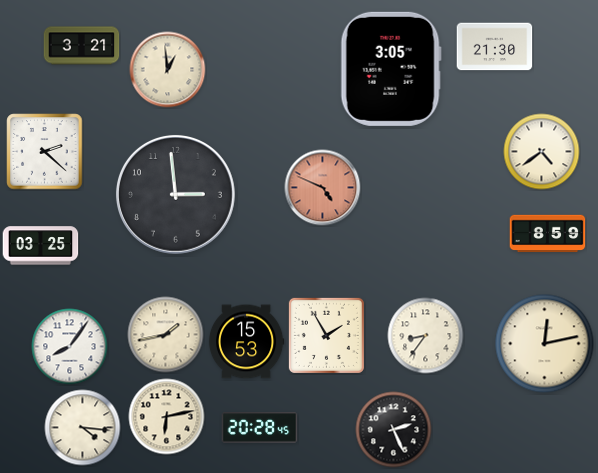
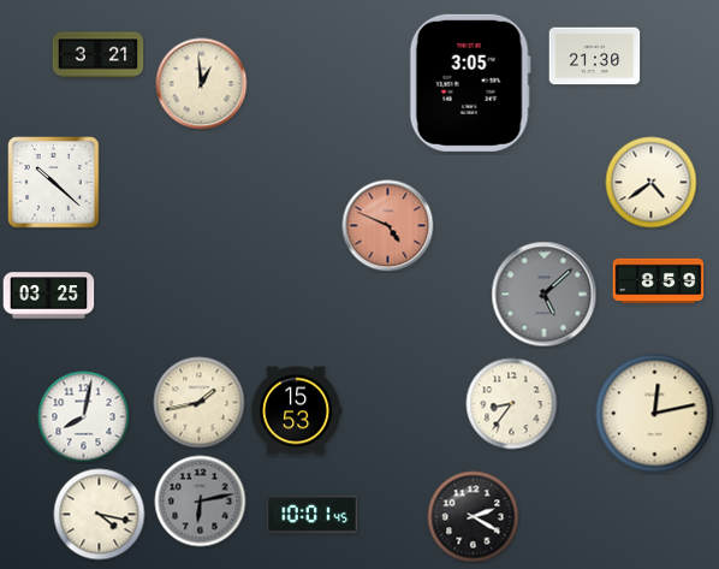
clock at (45, 152): 2:22 -> 10:22
clock at (175, 194): 2:59 -> none
clock at (545, 295): none -> 5:08
clock at (326, 335): 1:55 -> none
clock at (70, 347): 8:06 -> 8:02
clock at (167, 417) dial: cream -> grey
clock at (83, 428): 4:16 -> 4:17
clock at (260, 428): 20:28 -> 10:01
clock at (394, 430): 2:26 -> 2:20
